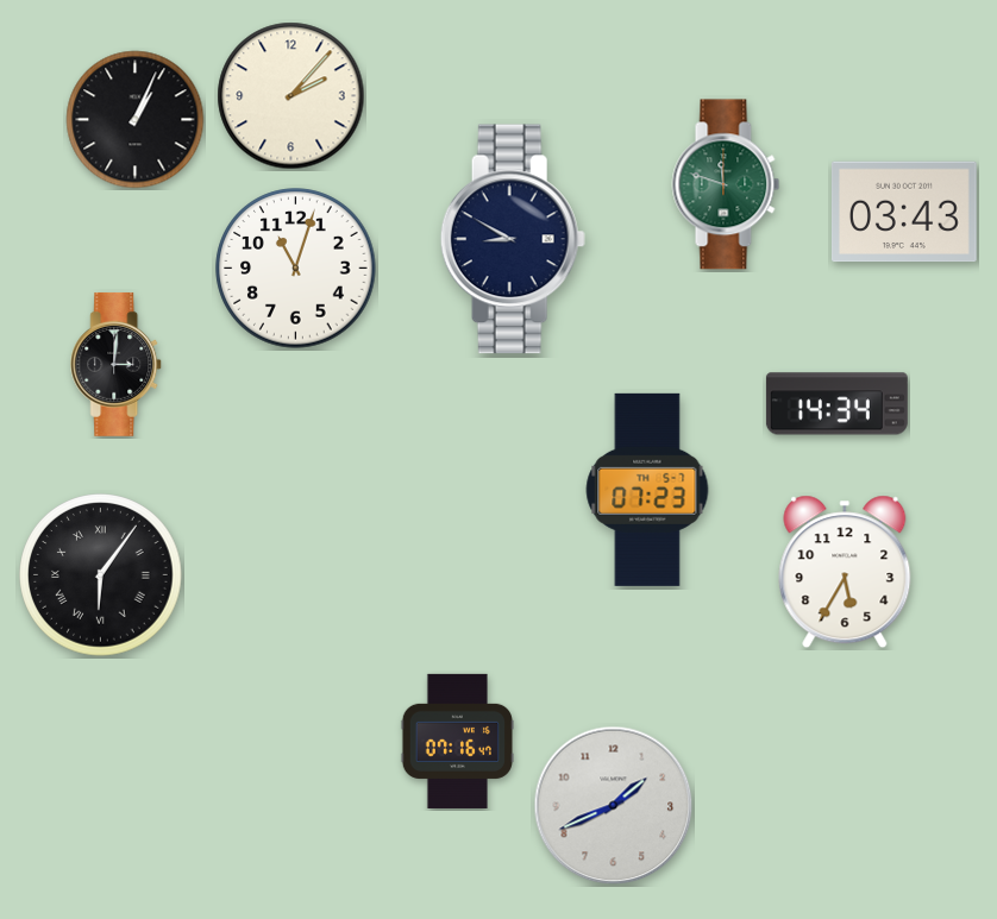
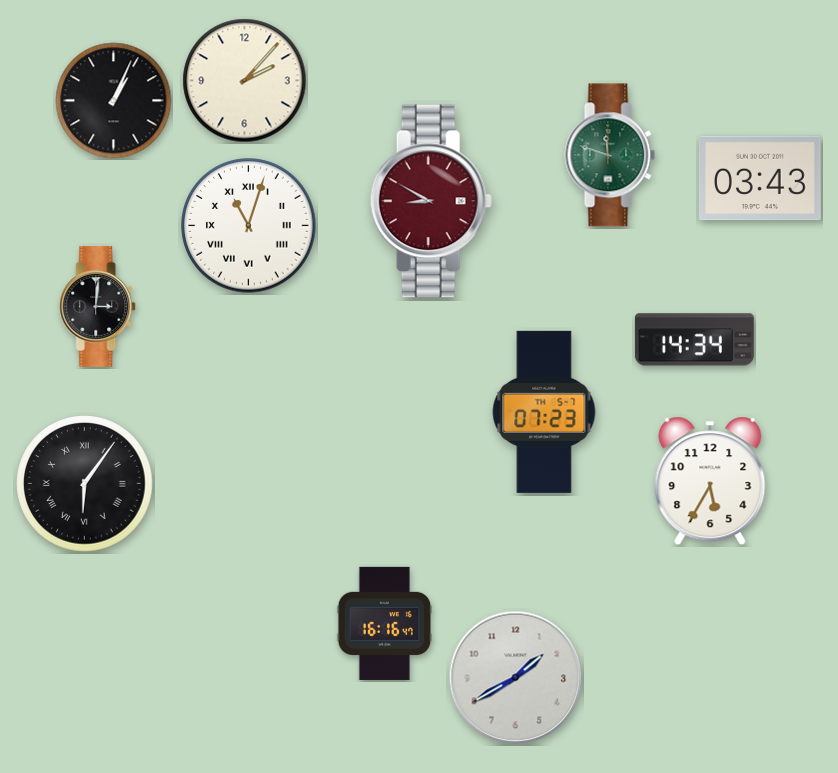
clock at (513, 239) dial: navy -> burgundy
clock at (296, 269) numerals: Arabic -> Roman
clock at (836, 404) position: (836, 404) -> (694, 340)
clock at (457, 741): 07:16 -> 16:16
clock at (614, 806): 1:41 -> 1:40
